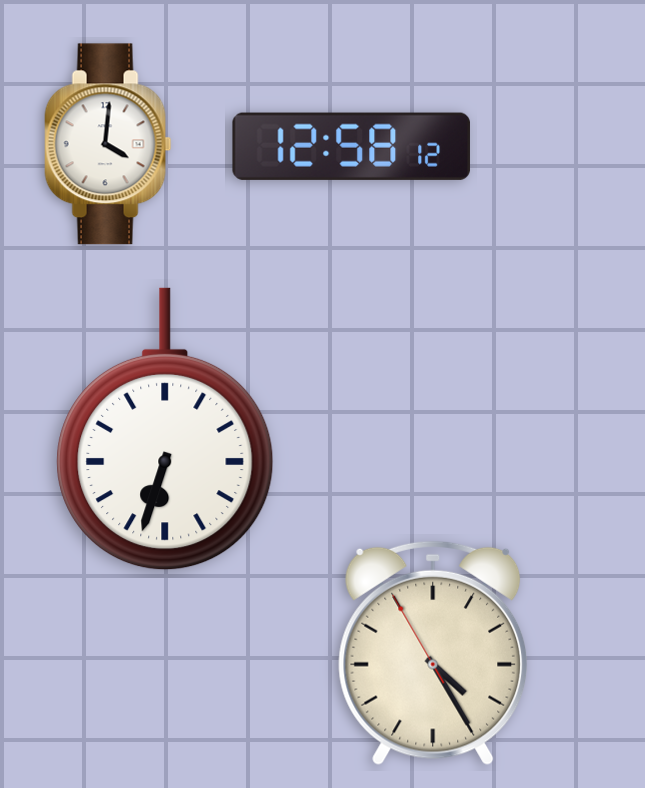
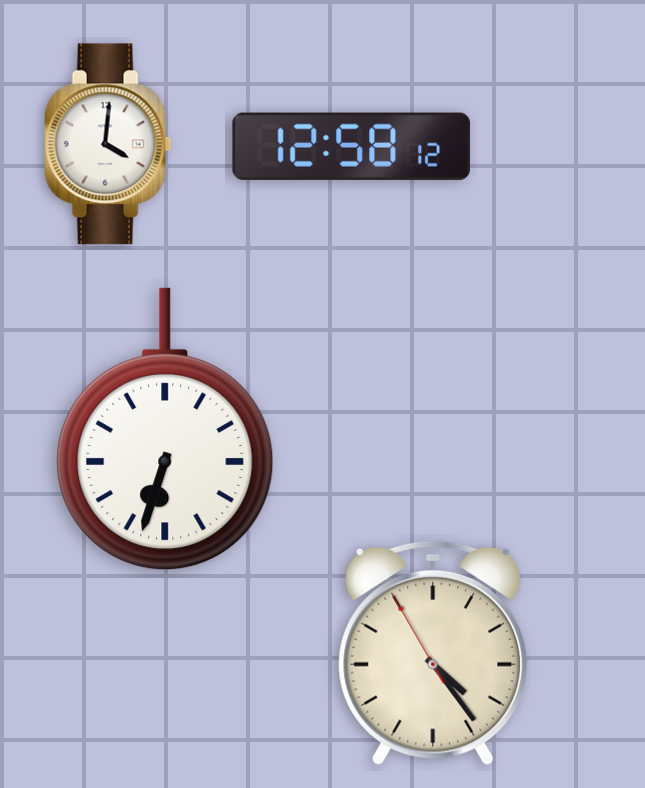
clock at (433, 653): 4:24 -> 4:23
